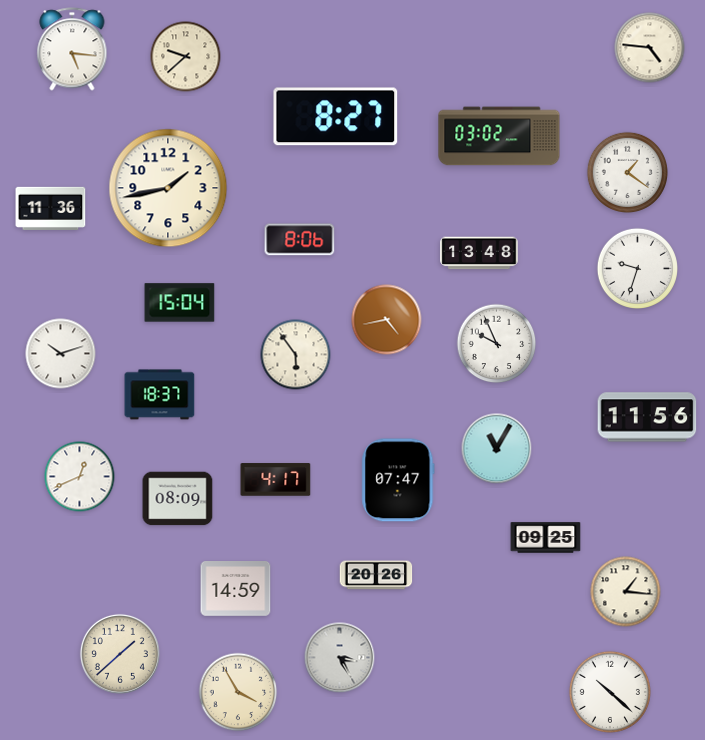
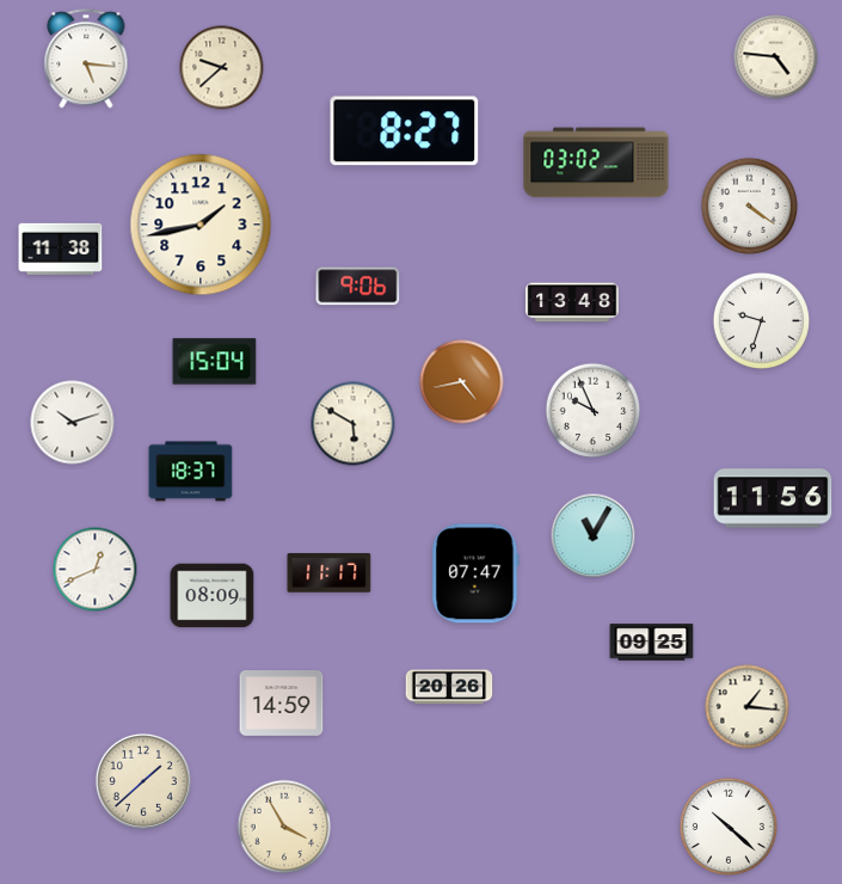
clock at (336, 117) position: (336, 117) -> (405, 131)
clock at (627, 172): 1:21 -> 4:21
clock at (51, 208): 11:36 -> 11:38
clock at (300, 240): 8:06 -> 9:06
clock at (296, 355): 5:54 -> 5:50
clock at (276, 480): 4:17 -> 11:17
clock at (340, 658): 3:25 -> none
